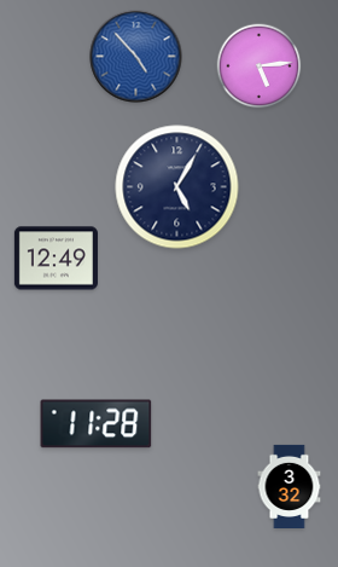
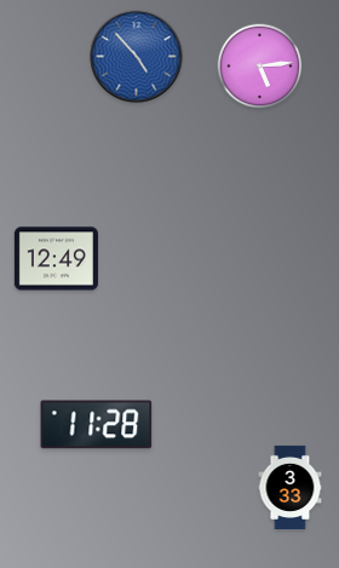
clock at (177, 187): 5:05 -> none
clock at (290, 486): 3:32 -> 3:33
